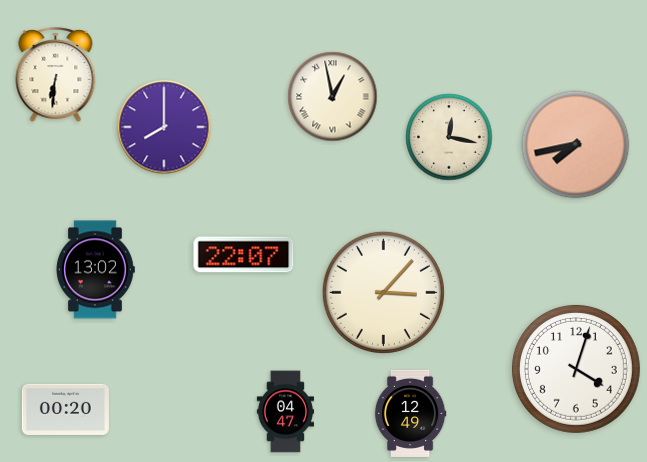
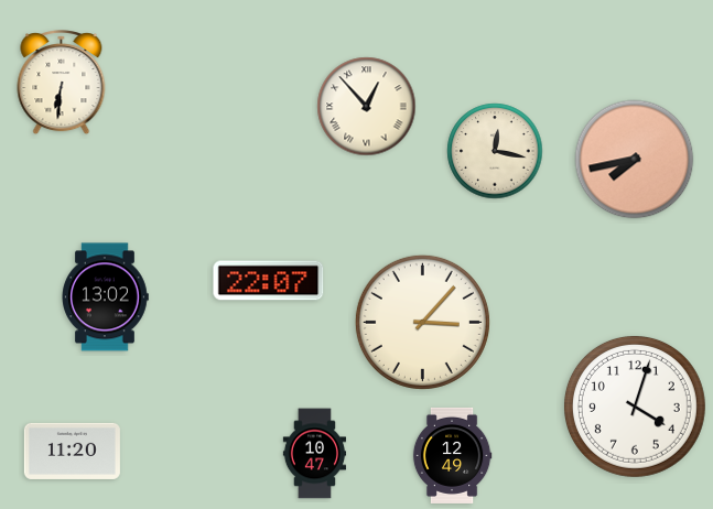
clock at (333, 97): 12:58 -> 12:53
clock at (164, 127): 8:00 -> none
clock at (65, 409): 00:20 -> 11:20
clock at (285, 412): 04:47 -> 10:47
